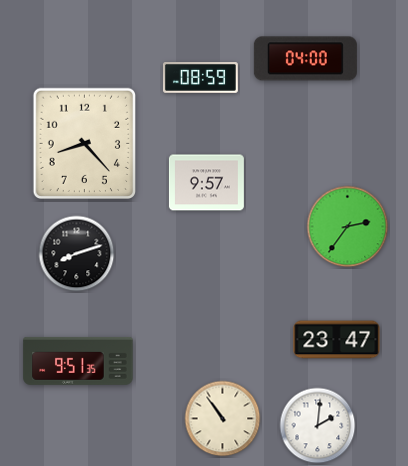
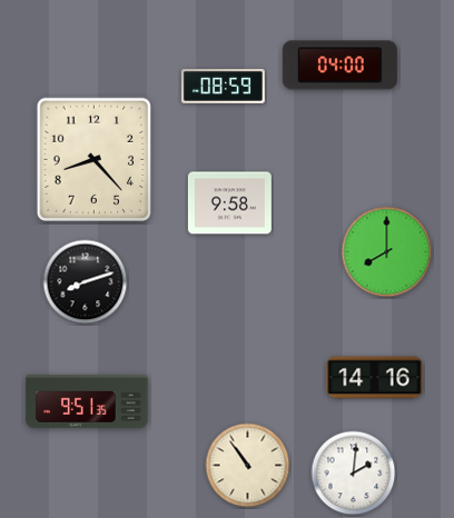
clock at (206, 183): 9:57 -> 9:58
clock at (348, 227): 2:36 -> 8:00
clock at (337, 340): 23:47 -> 14:16
